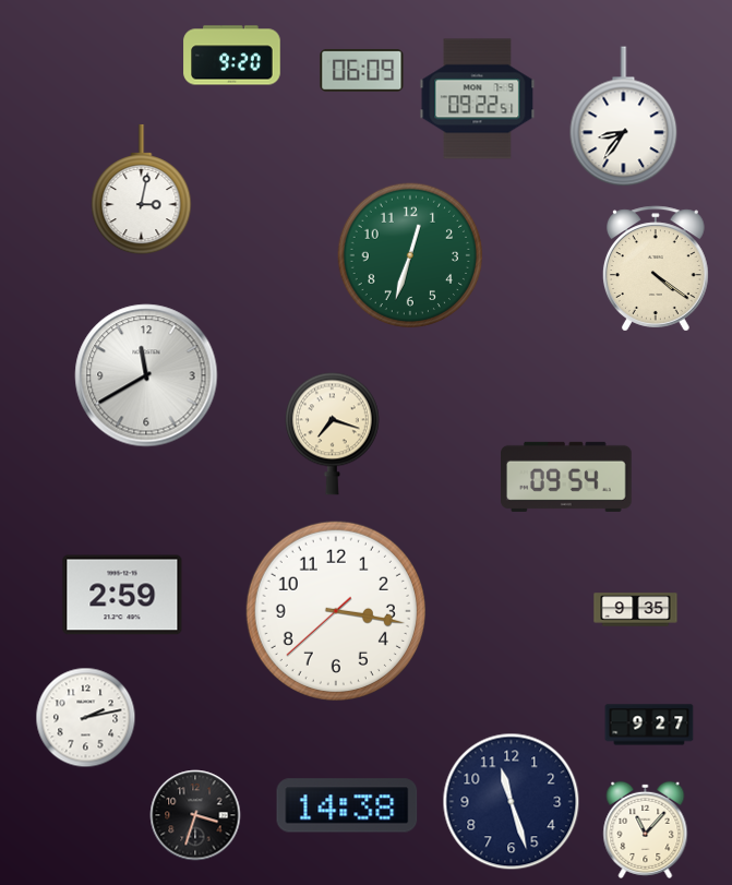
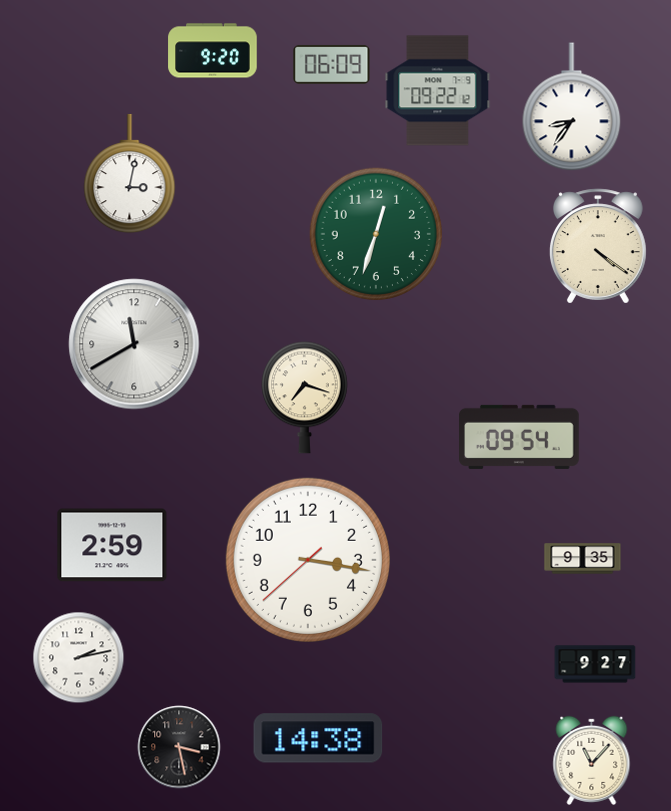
clock at (478, 99): 09:22:51 -> 09:22:12
clock at (656, 268) position: (656, 268) -> (598, 246)
clock at (512, 802): 11:27 -> none
clock at (195, 815): 3:33 -> 3:28
